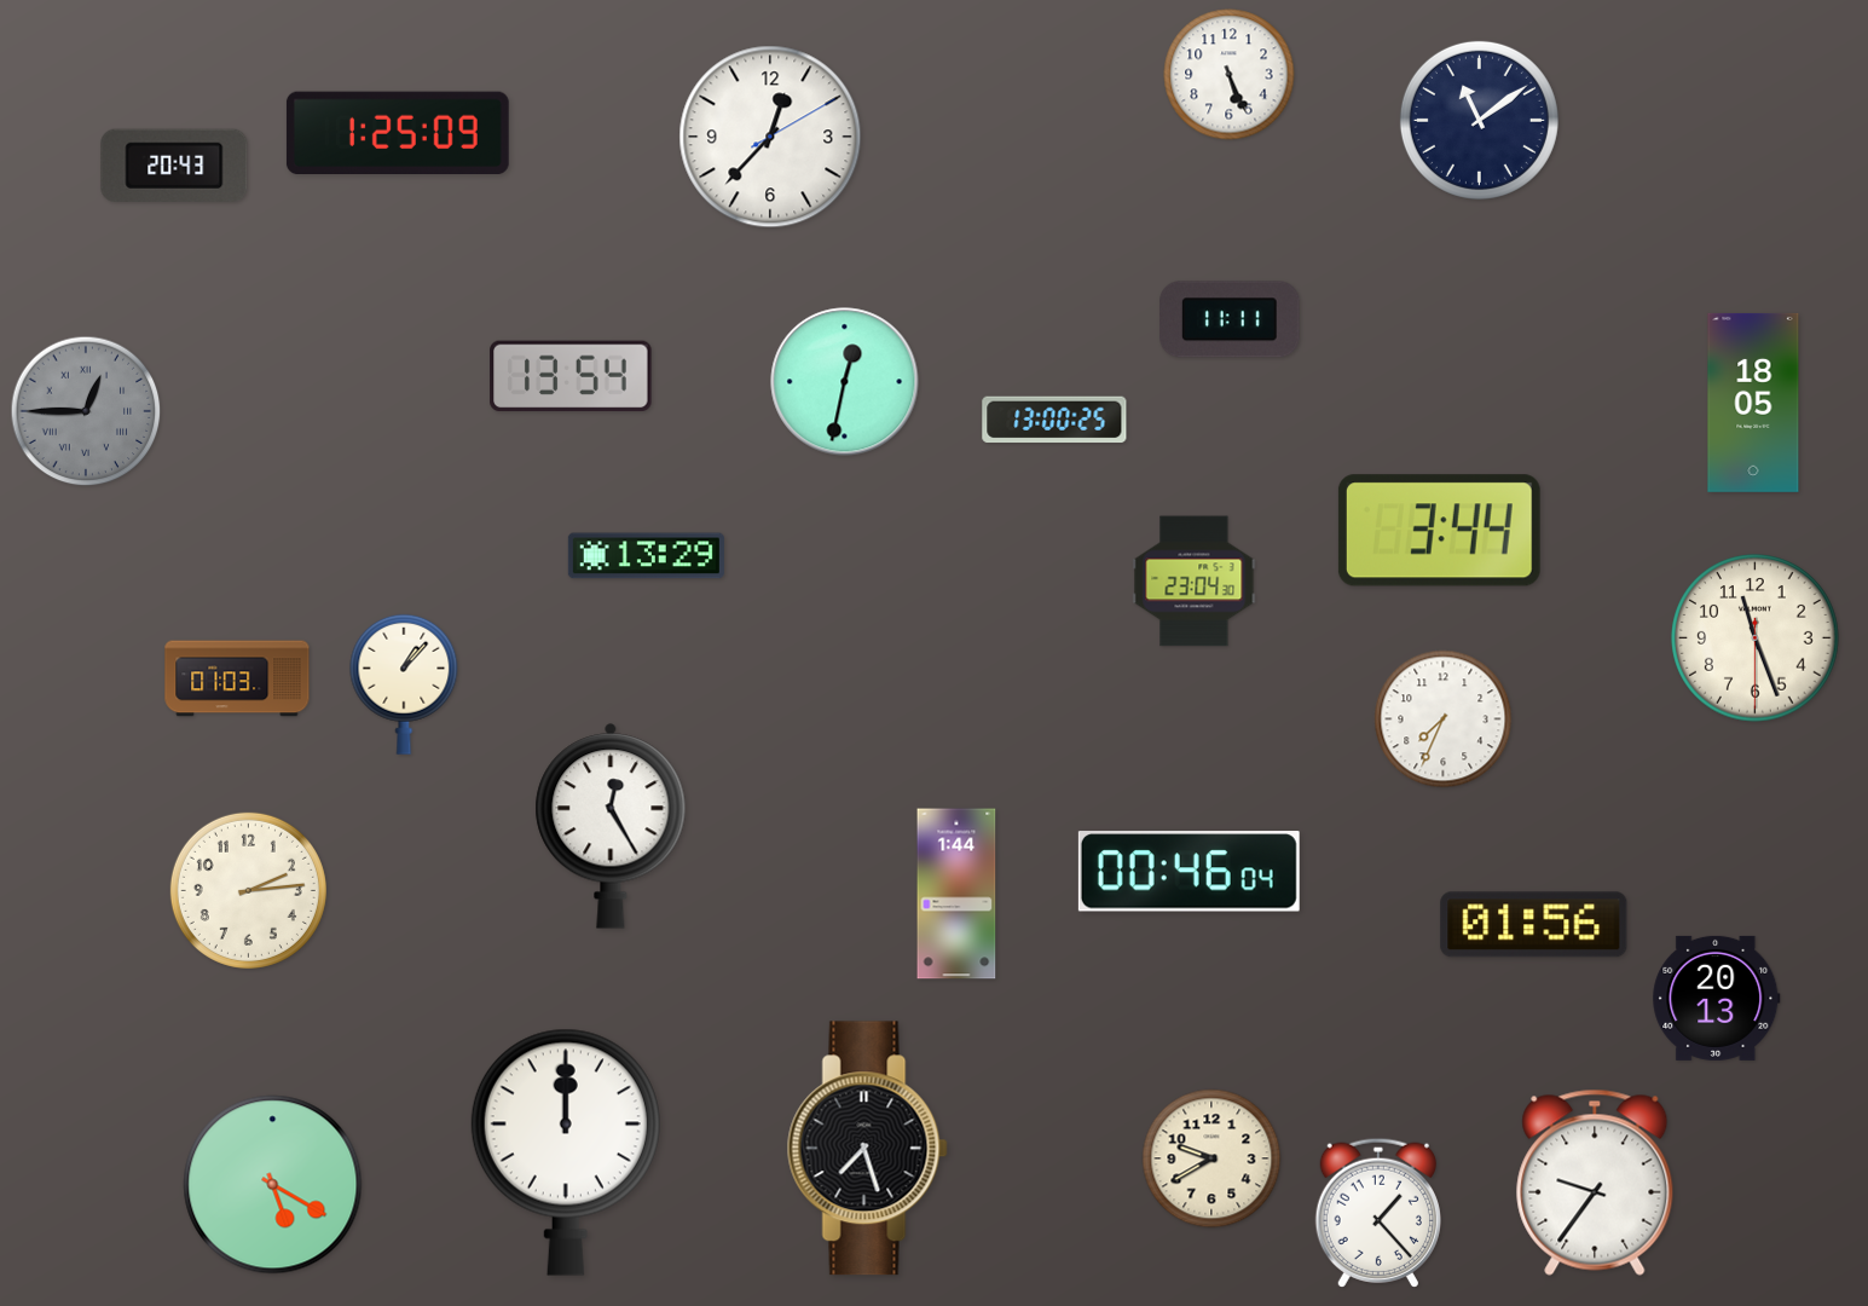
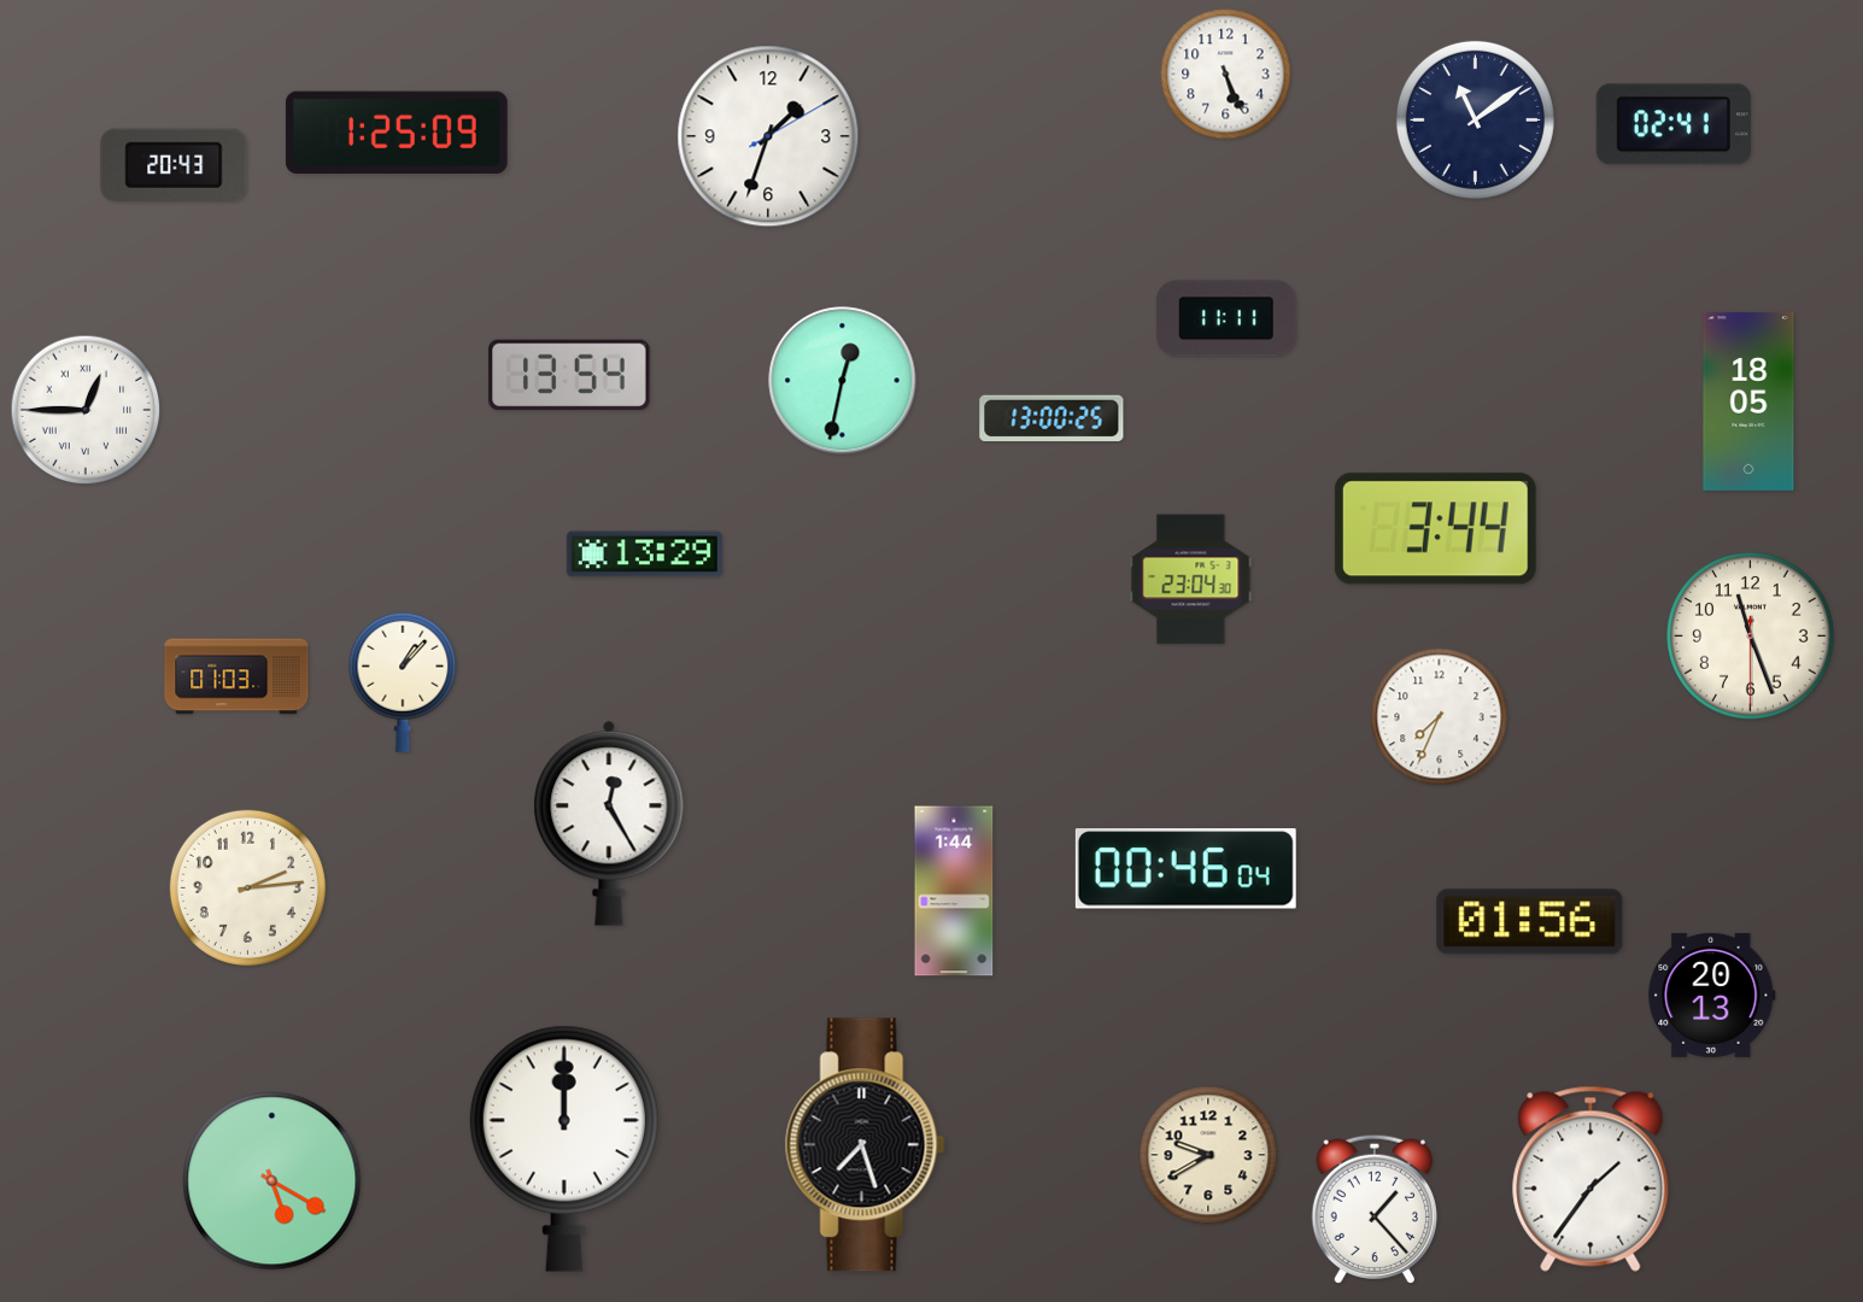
clock at (1674, 124): none -> 02:41
clock at (770, 137): 12:37 -> 1:33
clock at (86, 411) dial: grey -> white
clock at (1595, 1183): 9:36 -> 1:36
